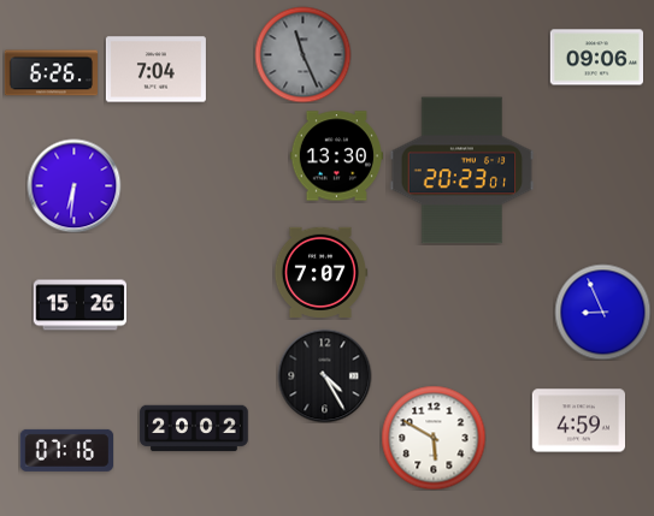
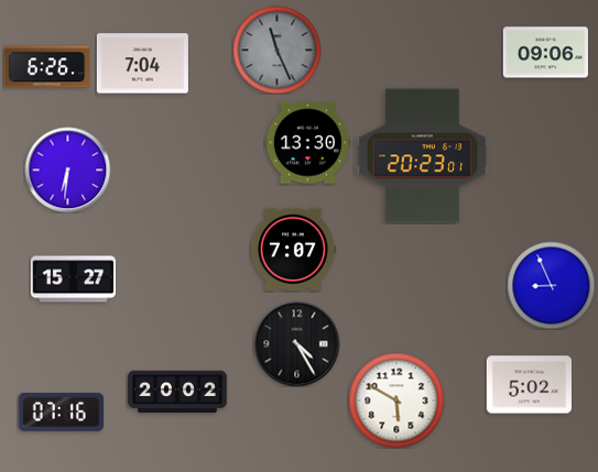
clock at (79, 306): 15:26 -> 15:27
clock at (578, 421): 4:59 -> 5:02
